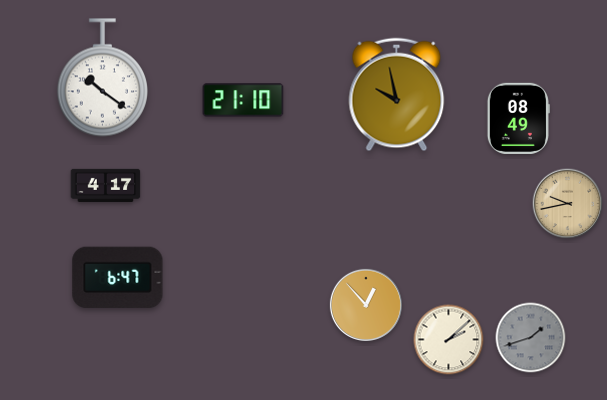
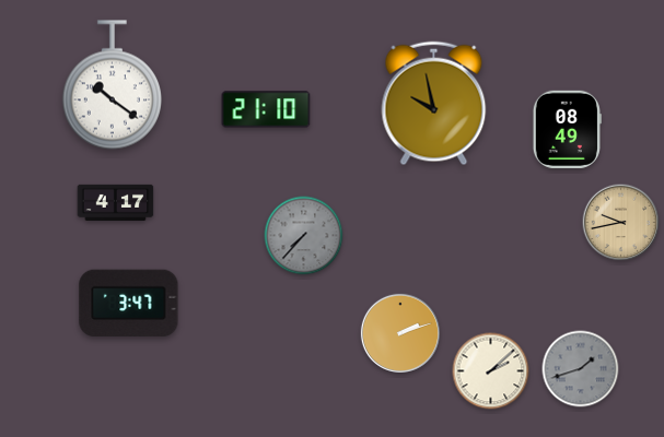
clock at (304, 236): none -> 7:37
clock at (118, 278): 6:47 -> 3:47
clock at (366, 305): 12:53 -> 2:12
